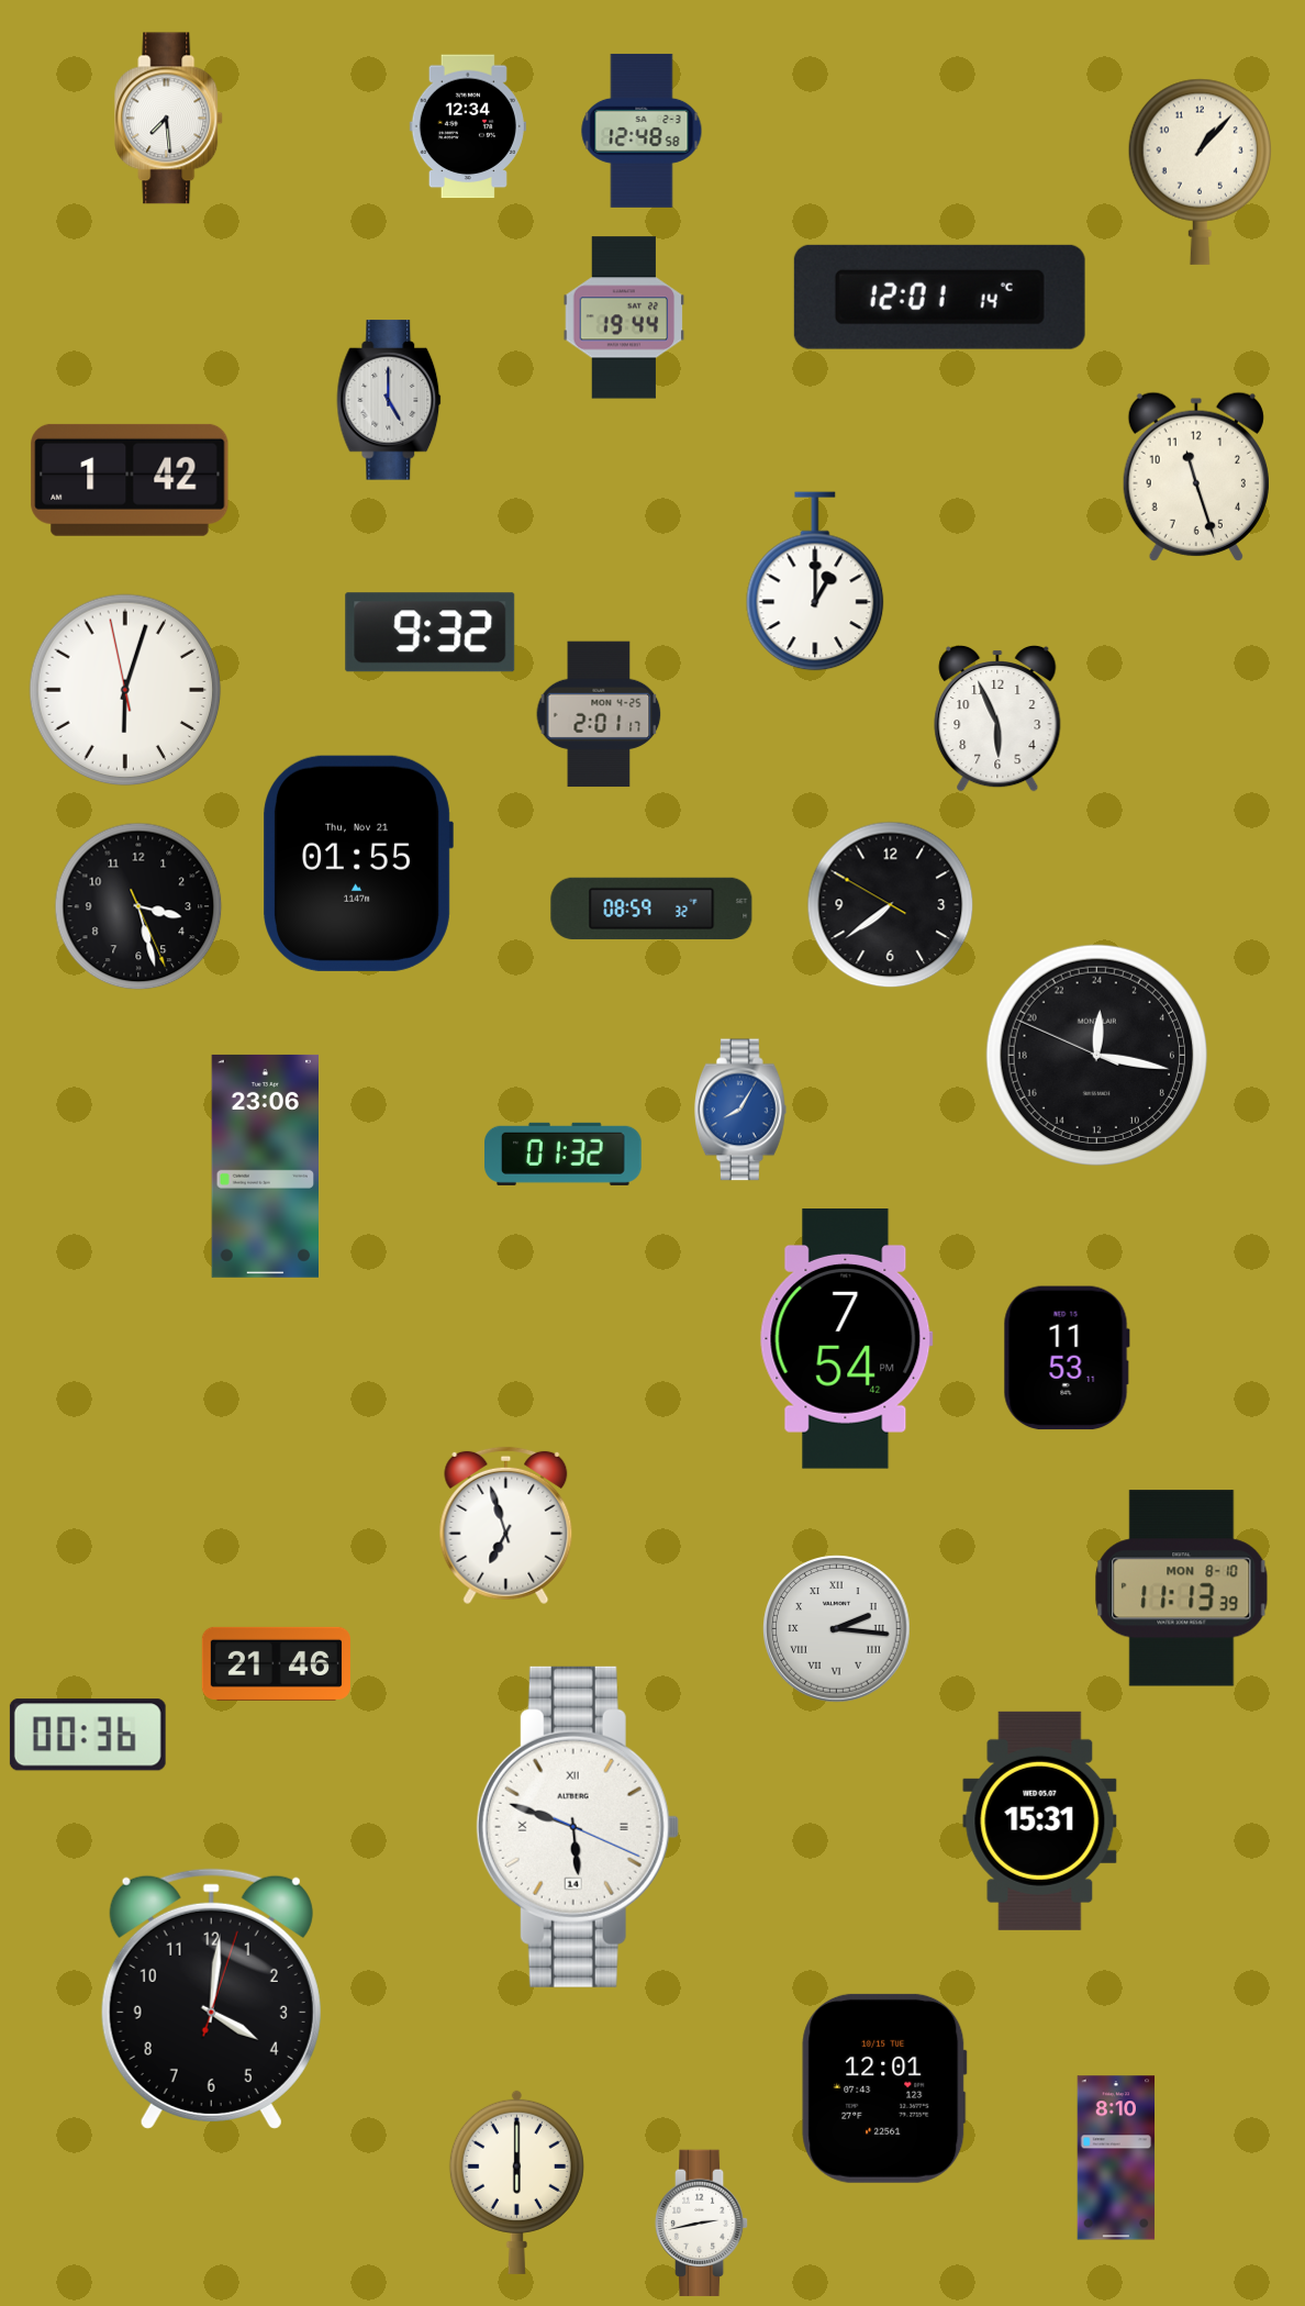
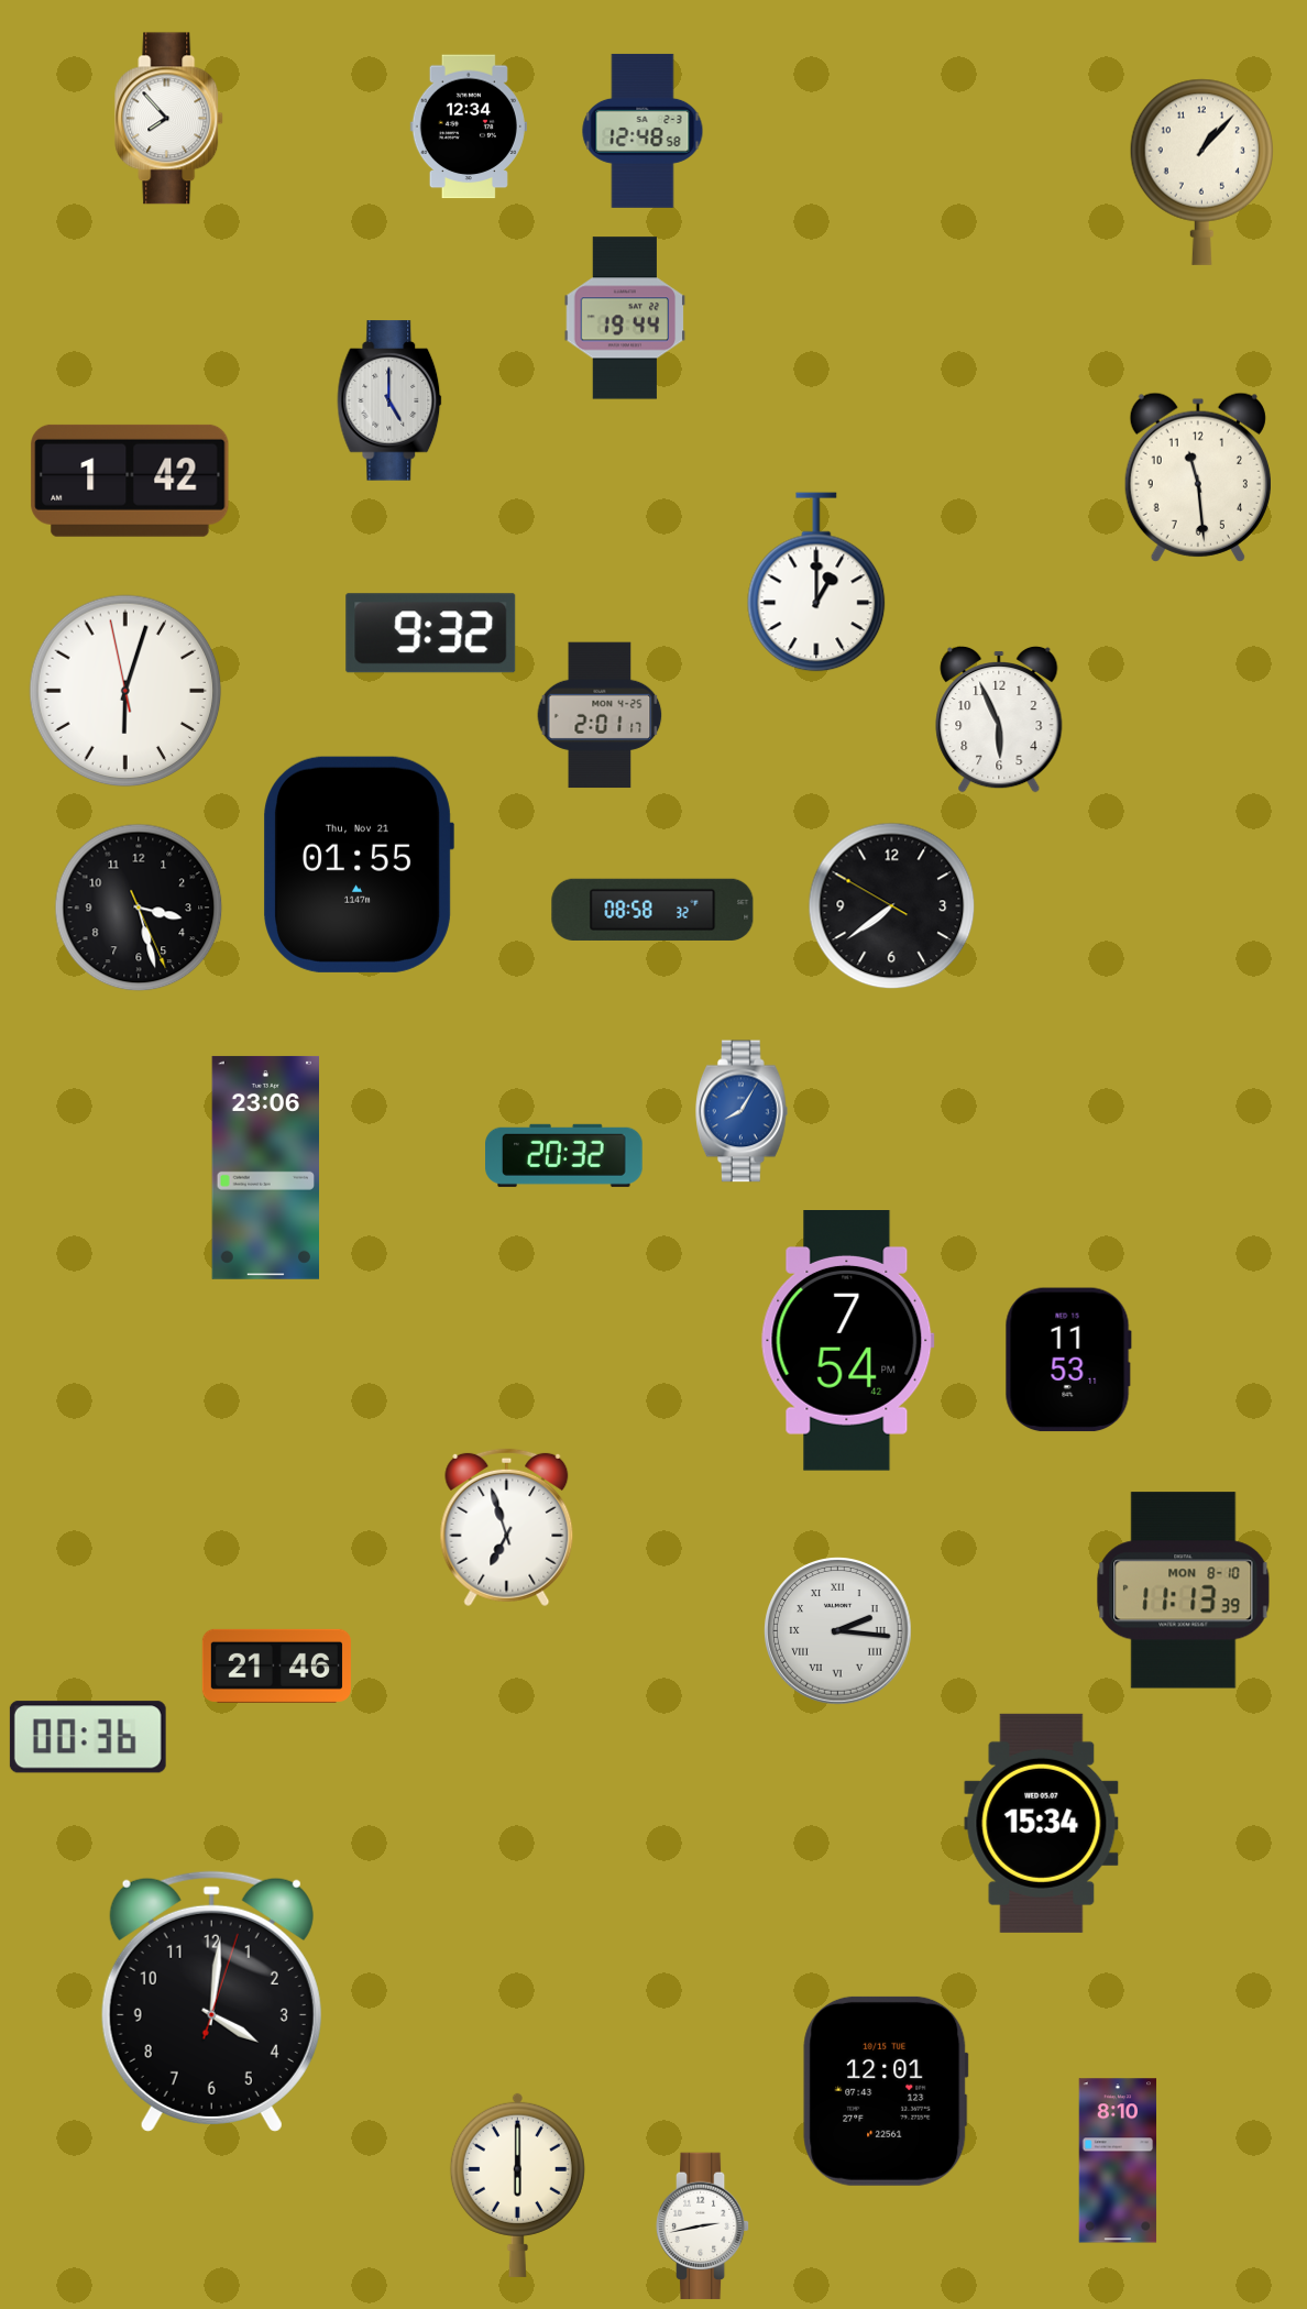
clock at (169, 119): 7:29 -> 7:53
clock at (939, 297): 12:01 -> none
clock at (1196, 477): 11:27 -> 11:29
clock at (651, 909): 08:59 -> 08:58
clock at (1096, 1055): 0:16 -> none
clock at (564, 1154): 01:32 -> 20:32
clock at (1040, 1820): 15:31 -> 15:34
clock at (578, 1827): 5:48 -> none
